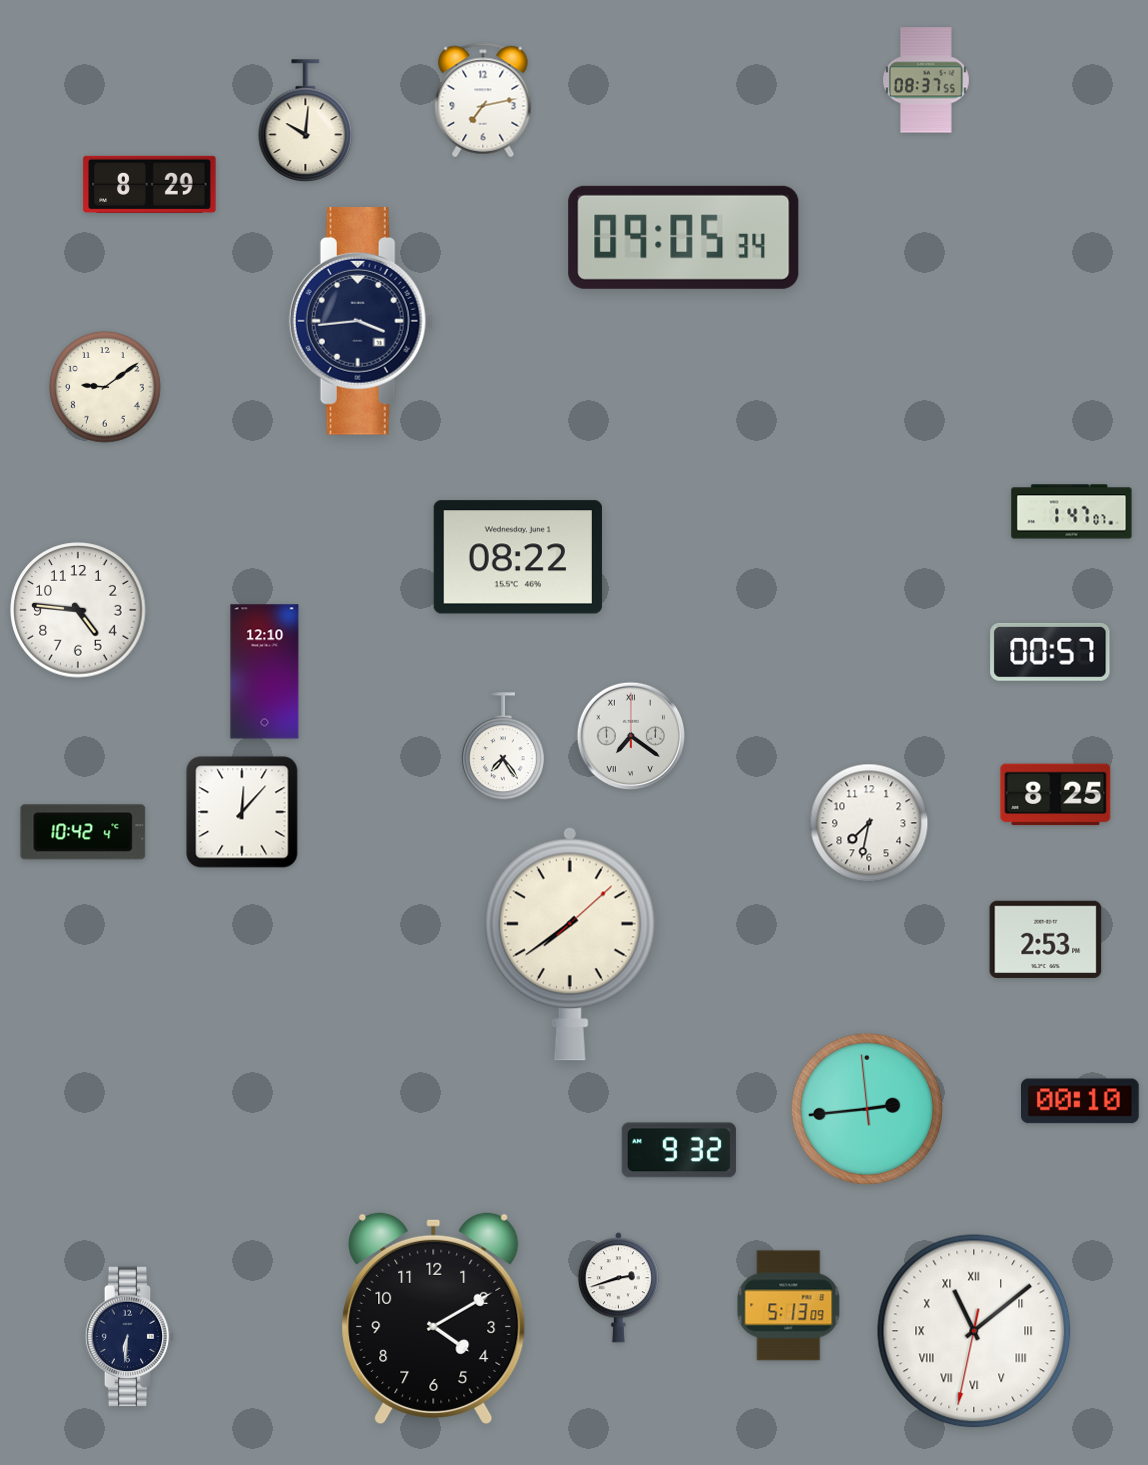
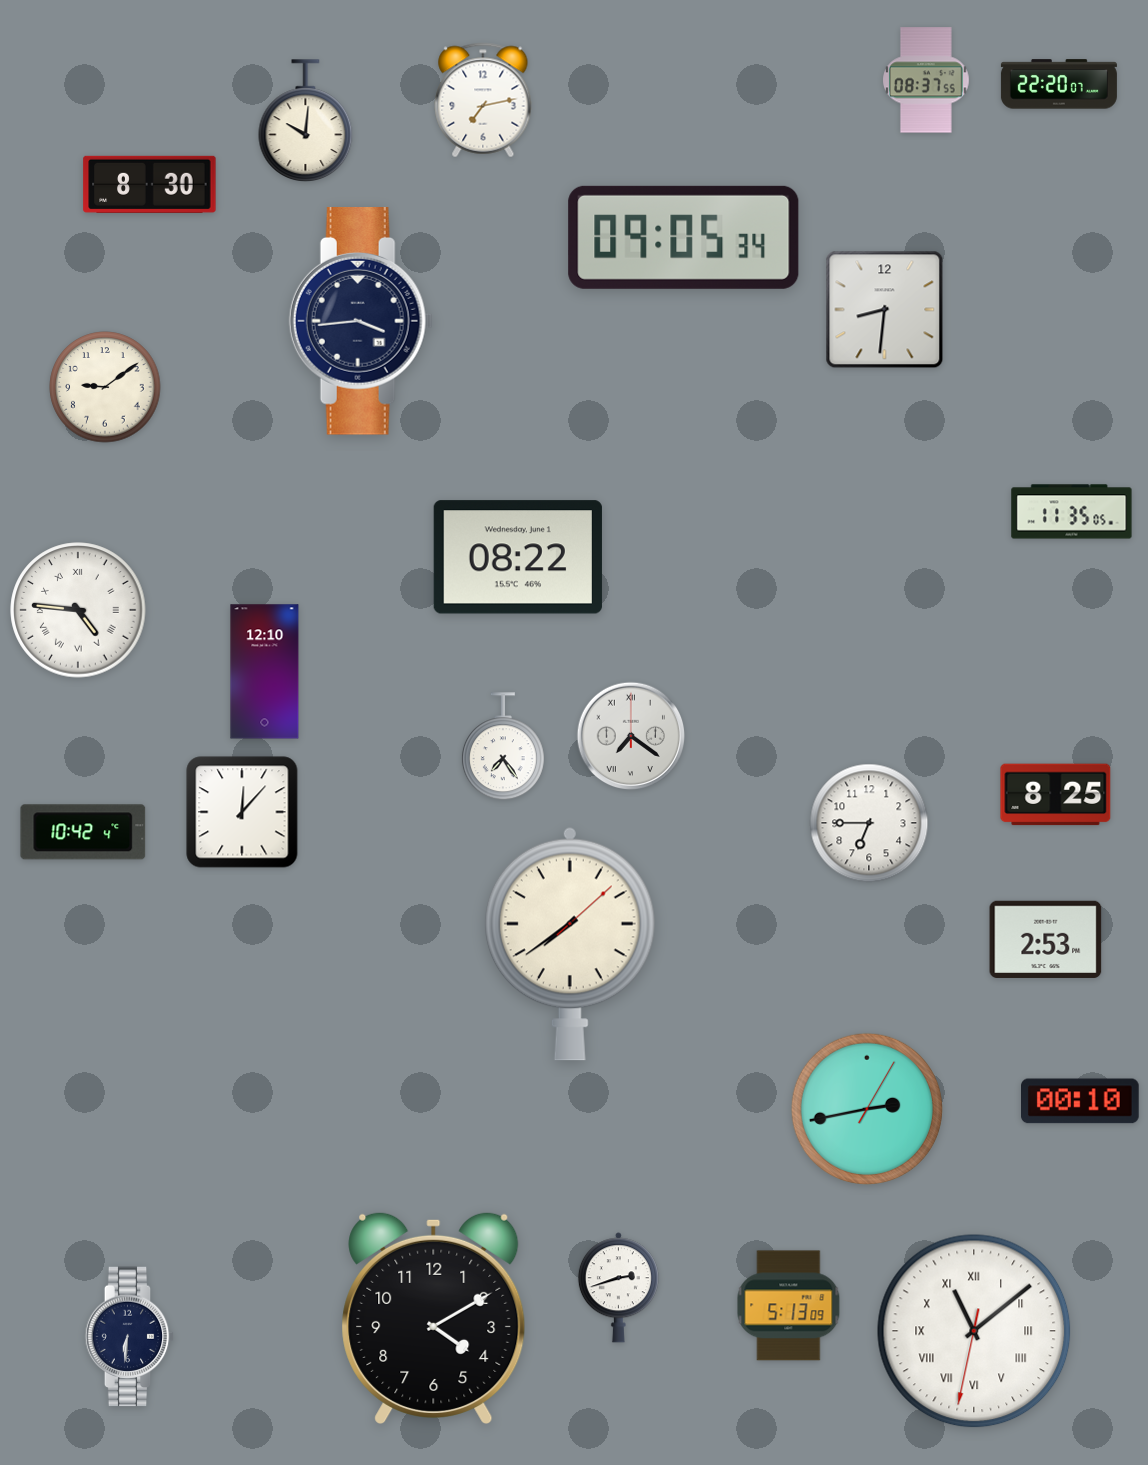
clock at (1059, 84): none -> 22:20
clock at (150, 184): 8:29 -> 8:30
clock at (885, 310): none -> 8:31
clock at (1072, 512): 1:47 -> 11:35
clock at (78, 610) numerals: Arabic -> Roman
clock at (1050, 652): 00:57 -> none
clock at (869, 823): 7:32 -> 6:45
clock at (867, 1109): 2:43:59 -> 2:43:05
clock at (679, 1150): 9:32 -> none
